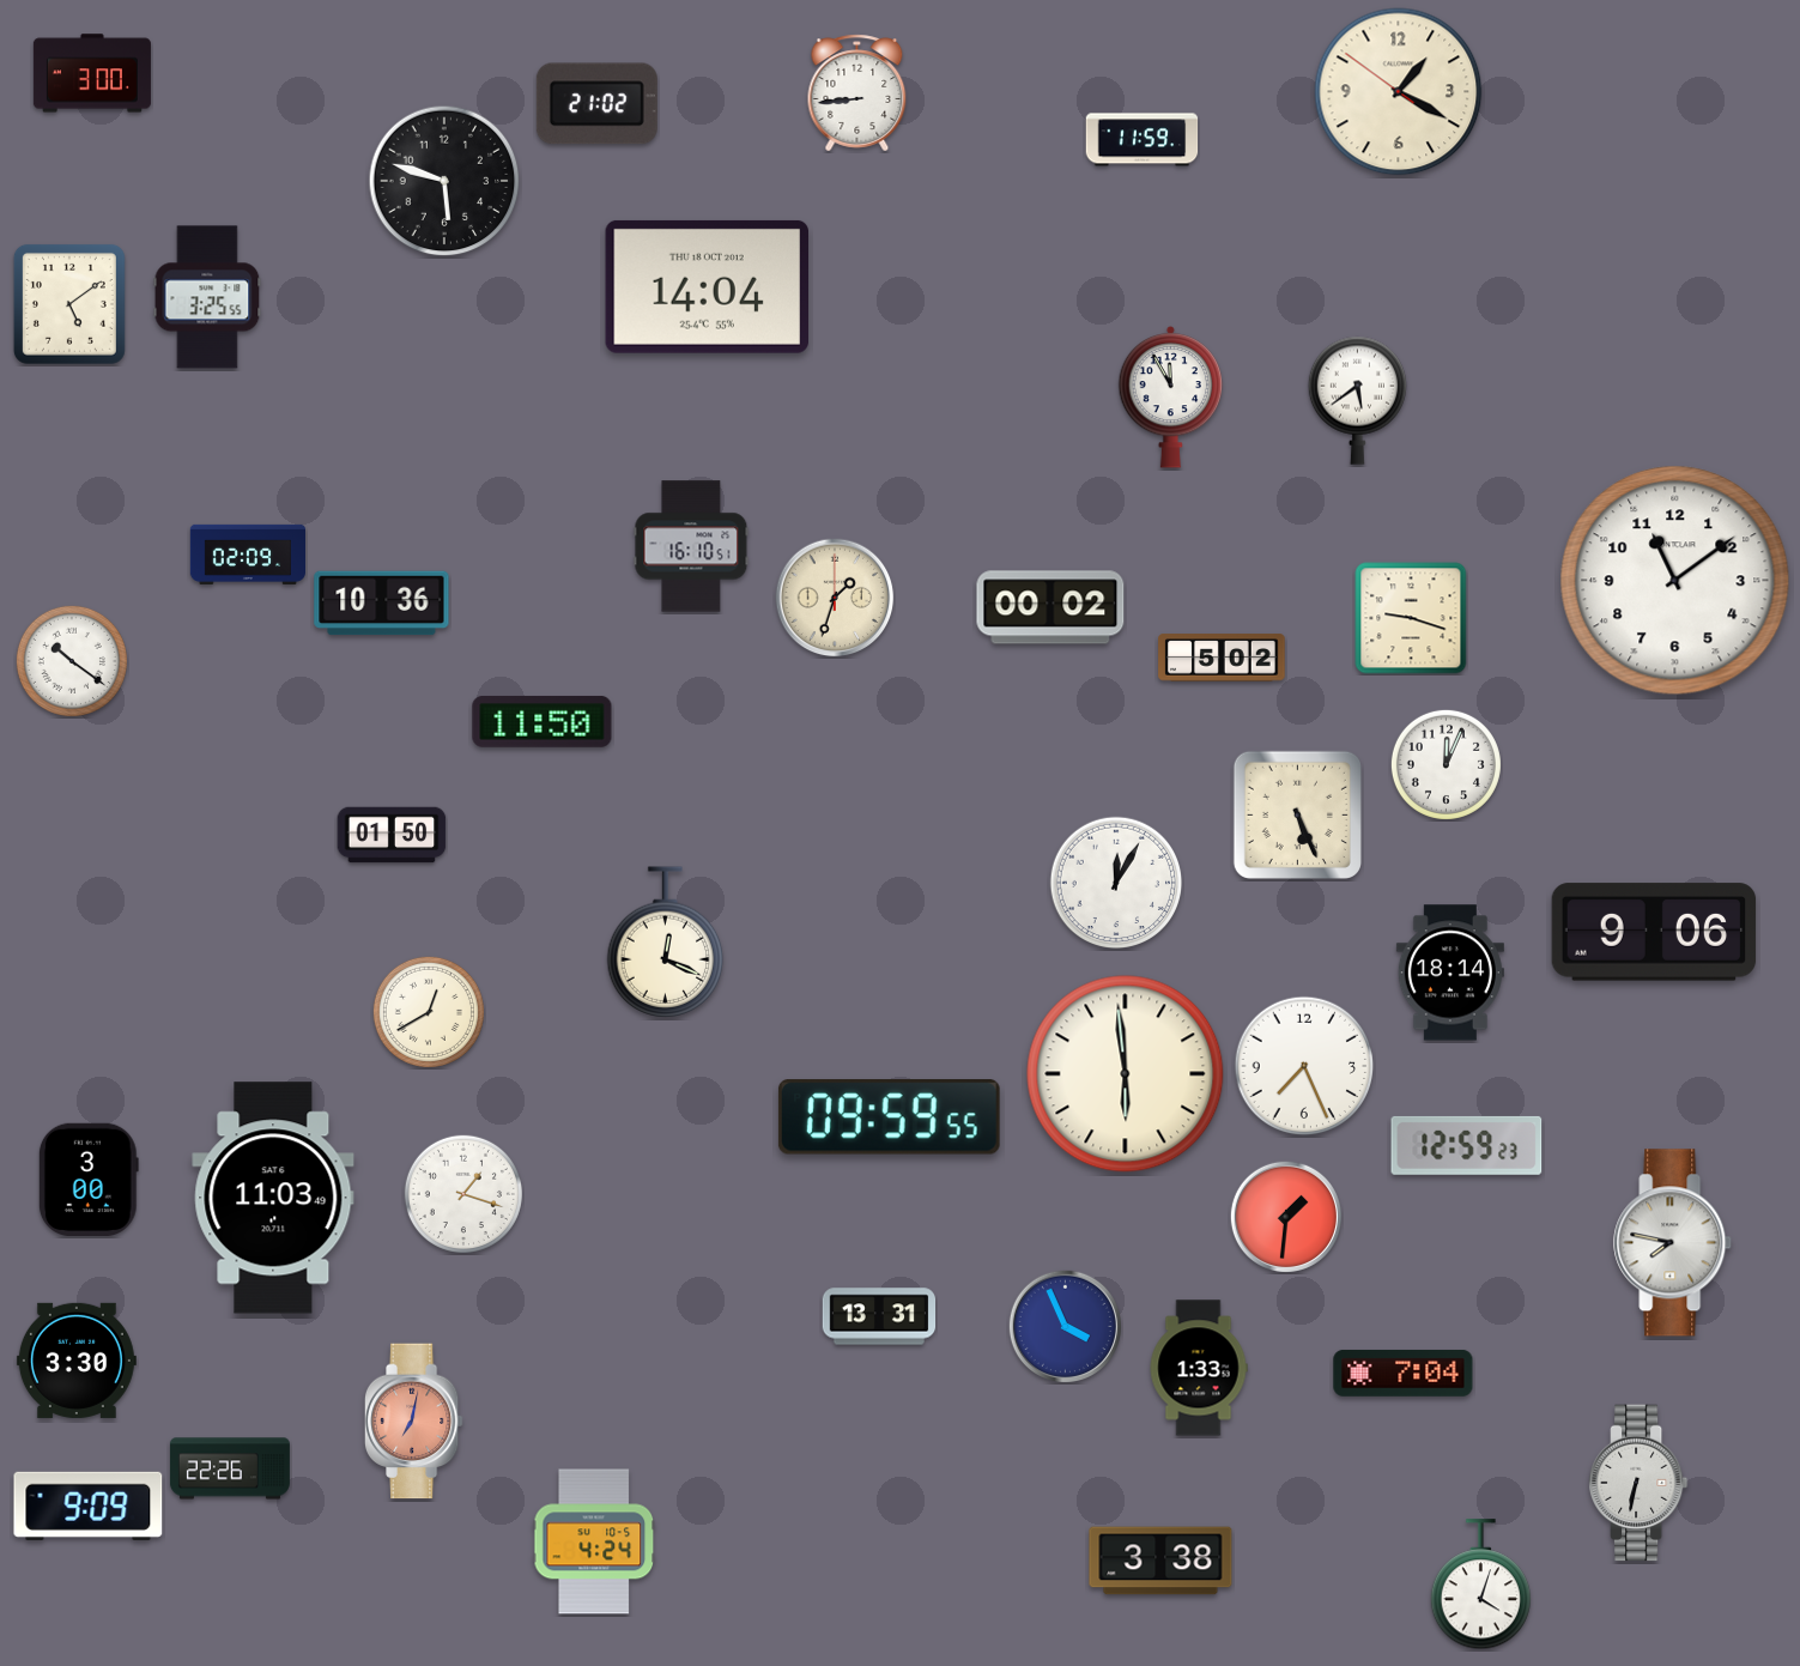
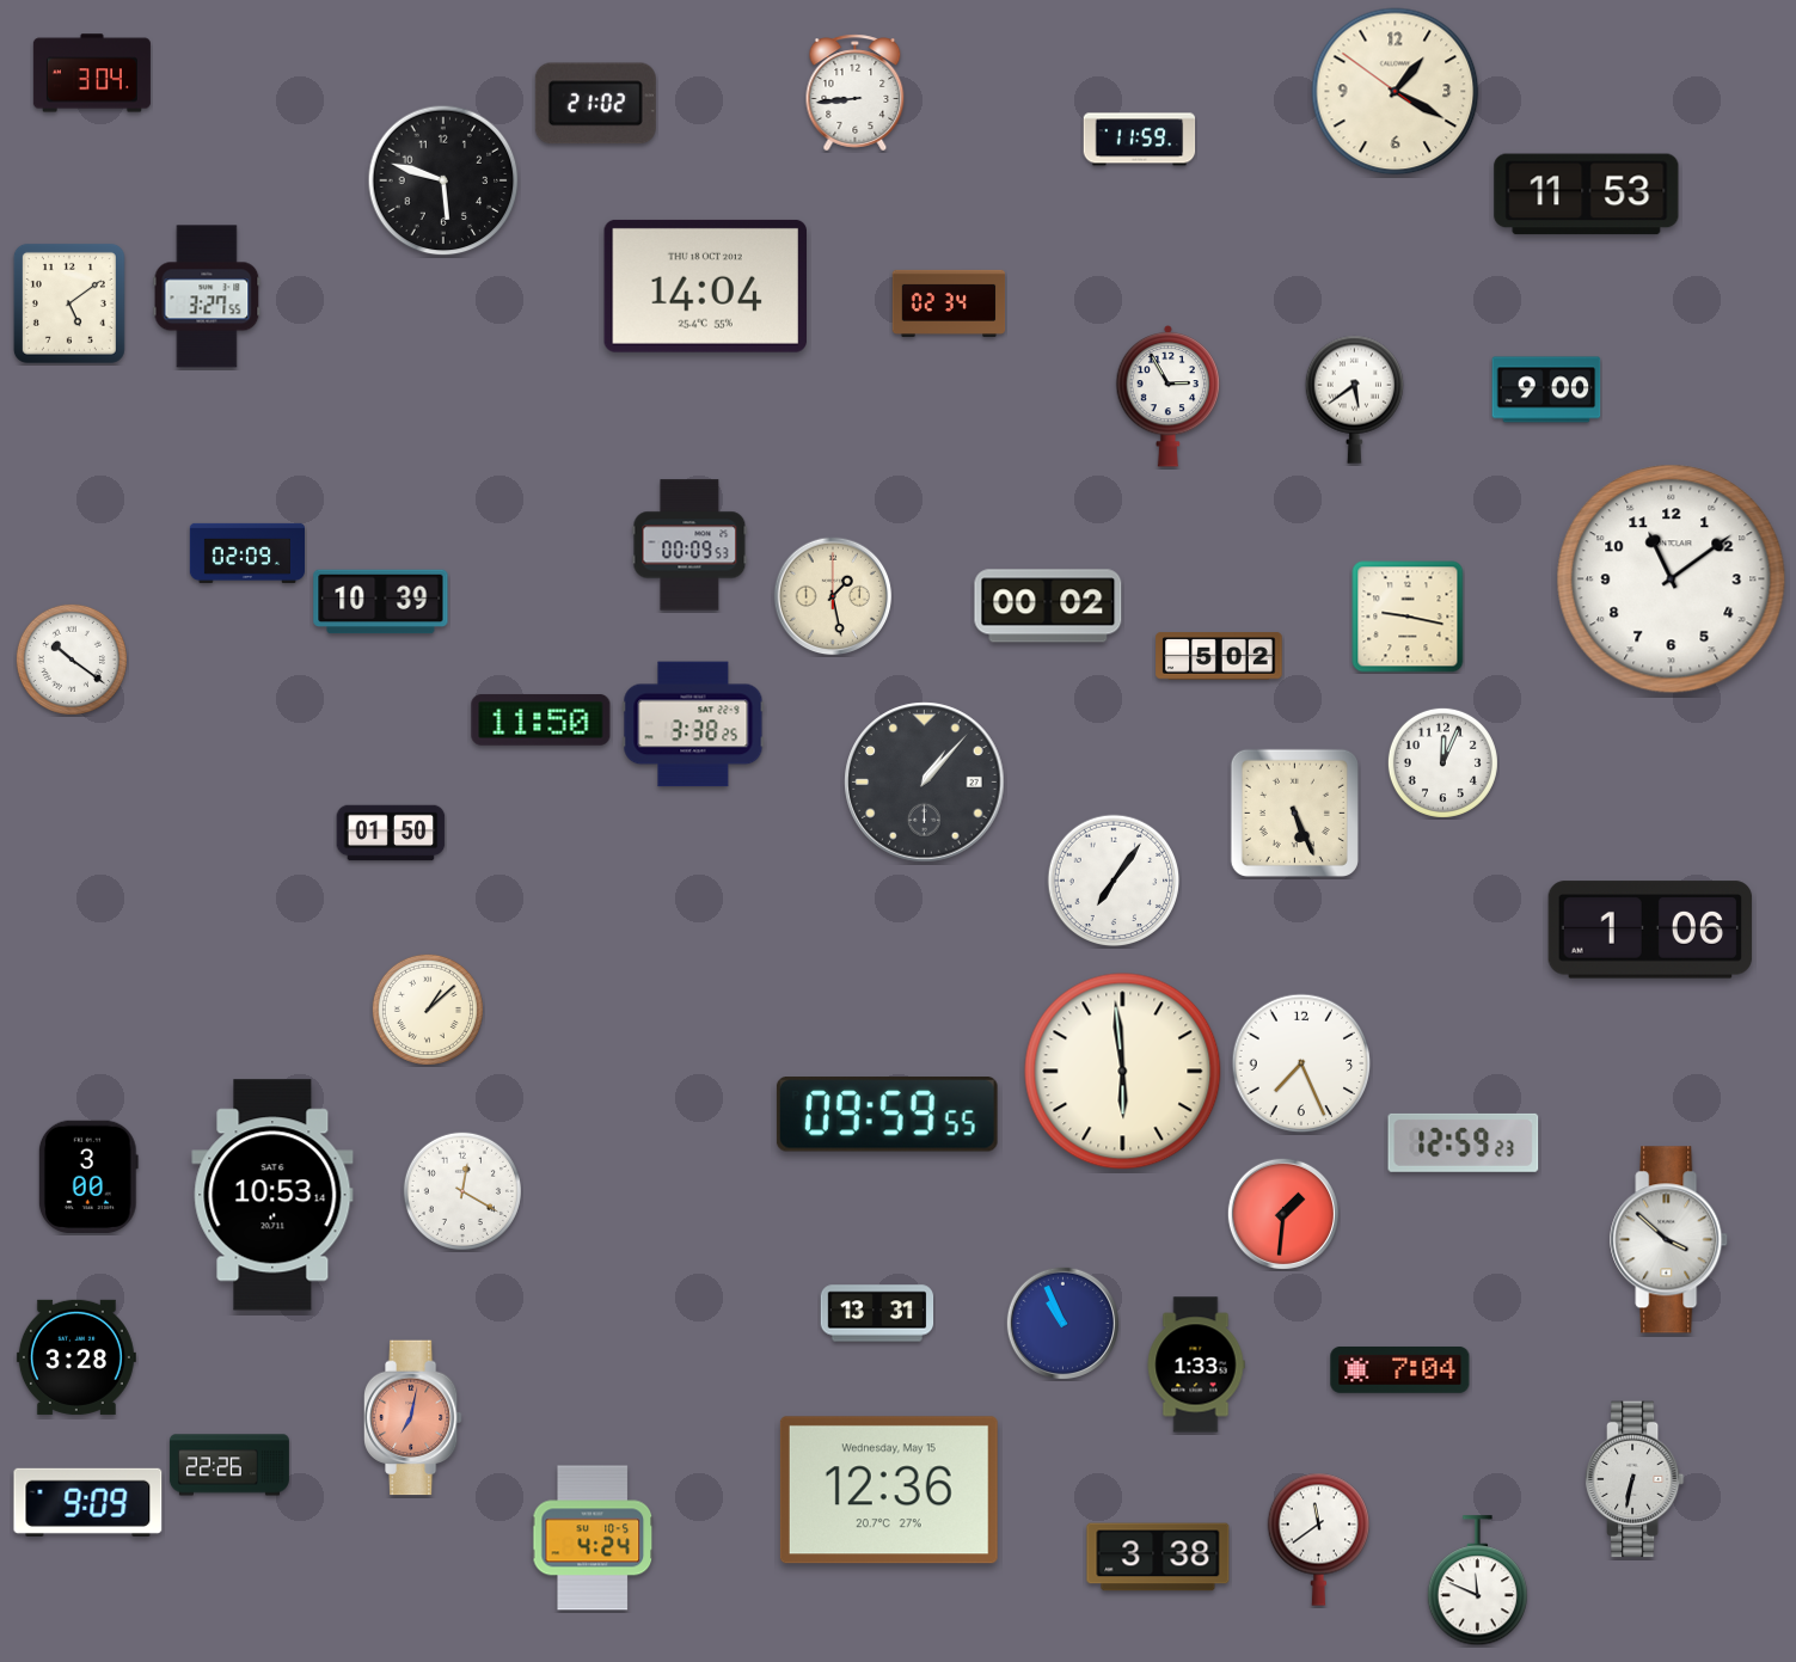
clock at (92, 73): 3:00 -> 3:04
clock at (1587, 195): none -> 11:53
clock at (207, 297): 3:25 -> 3:27
clock at (949, 303): none -> 02:34
clock at (1546, 390): none -> 9:00
clock at (1171, 396): 11:55 -> 2:55
clock at (691, 546): 16:10 -> 00:09
clock at (835, 598): 1:33 -> 1:28
clock at (382, 604): 10:36 -> 10:39
clock at (1411, 618): 9:18 -> 9:17
clock at (693, 724): none -> 3:38
clock at (925, 783): none -> 1:07
clock at (1116, 883): 12:05 -> 7:06
clock at (1654, 932): 9:06 -> 1:06
clock at (666, 941): 12:19 -> none
clock at (1450, 973): 18:14 -> none
clock at (429, 1012): 12:40 -> 1:08
clock at (463, 1194): 1:18 -> 12:20
clock at (273, 1198): 11:03 -> 10:53
clock at (1673, 1243): 7:47 -> 3:52
clock at (1065, 1326): 3:56 -> 10:56
clock at (77, 1361): 3:30 -> 3:28
clock at (889, 1490): none -> 12:36
clock at (1318, 1539): none -> 11:39
clock at (1480, 1585): 4:03 -> 11:49
